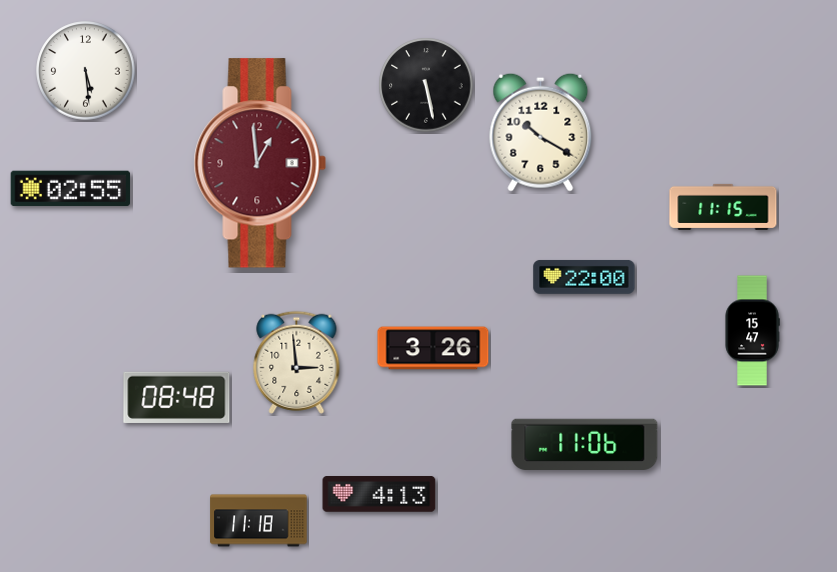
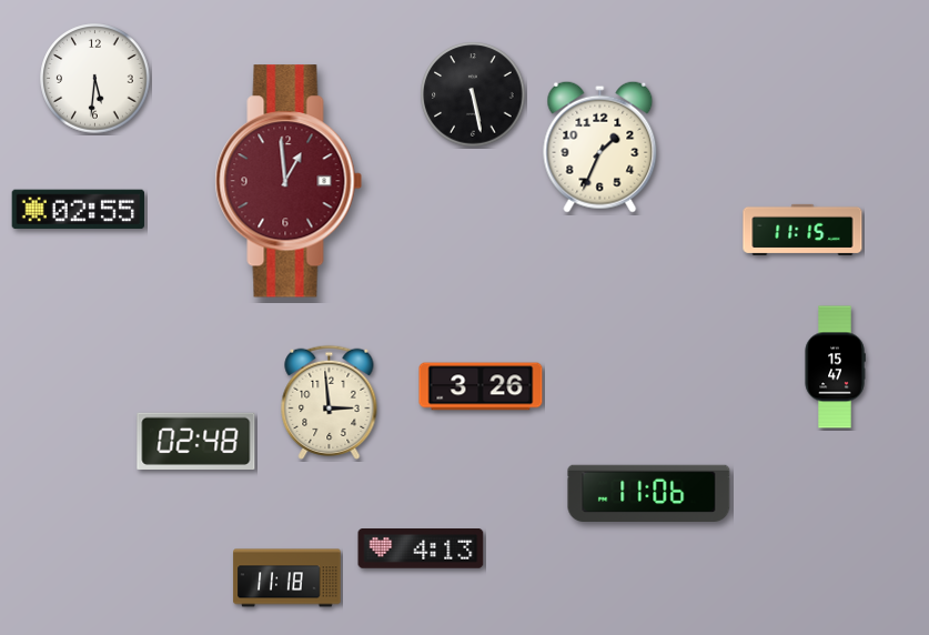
clock at (86, 71): 5:29 -> 5:31
clock at (541, 132): 10:20 -> 1:34
clock at (584, 277): 22:00 -> none
clock at (177, 397): 08:48 -> 02:48
